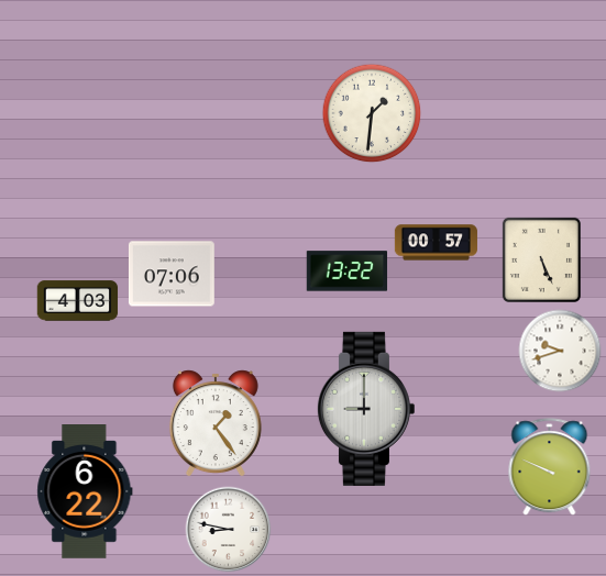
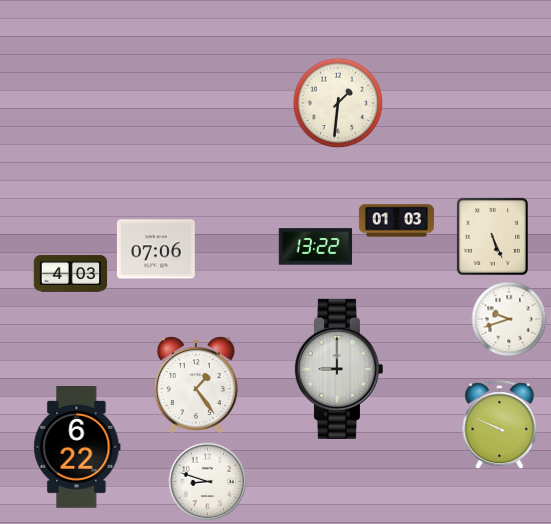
clock at (436, 243): 00:57 -> 01:03
clock at (365, 409) position: (365, 409) -> (338, 369)
clock at (229, 530): 8:47 -> 8:48
